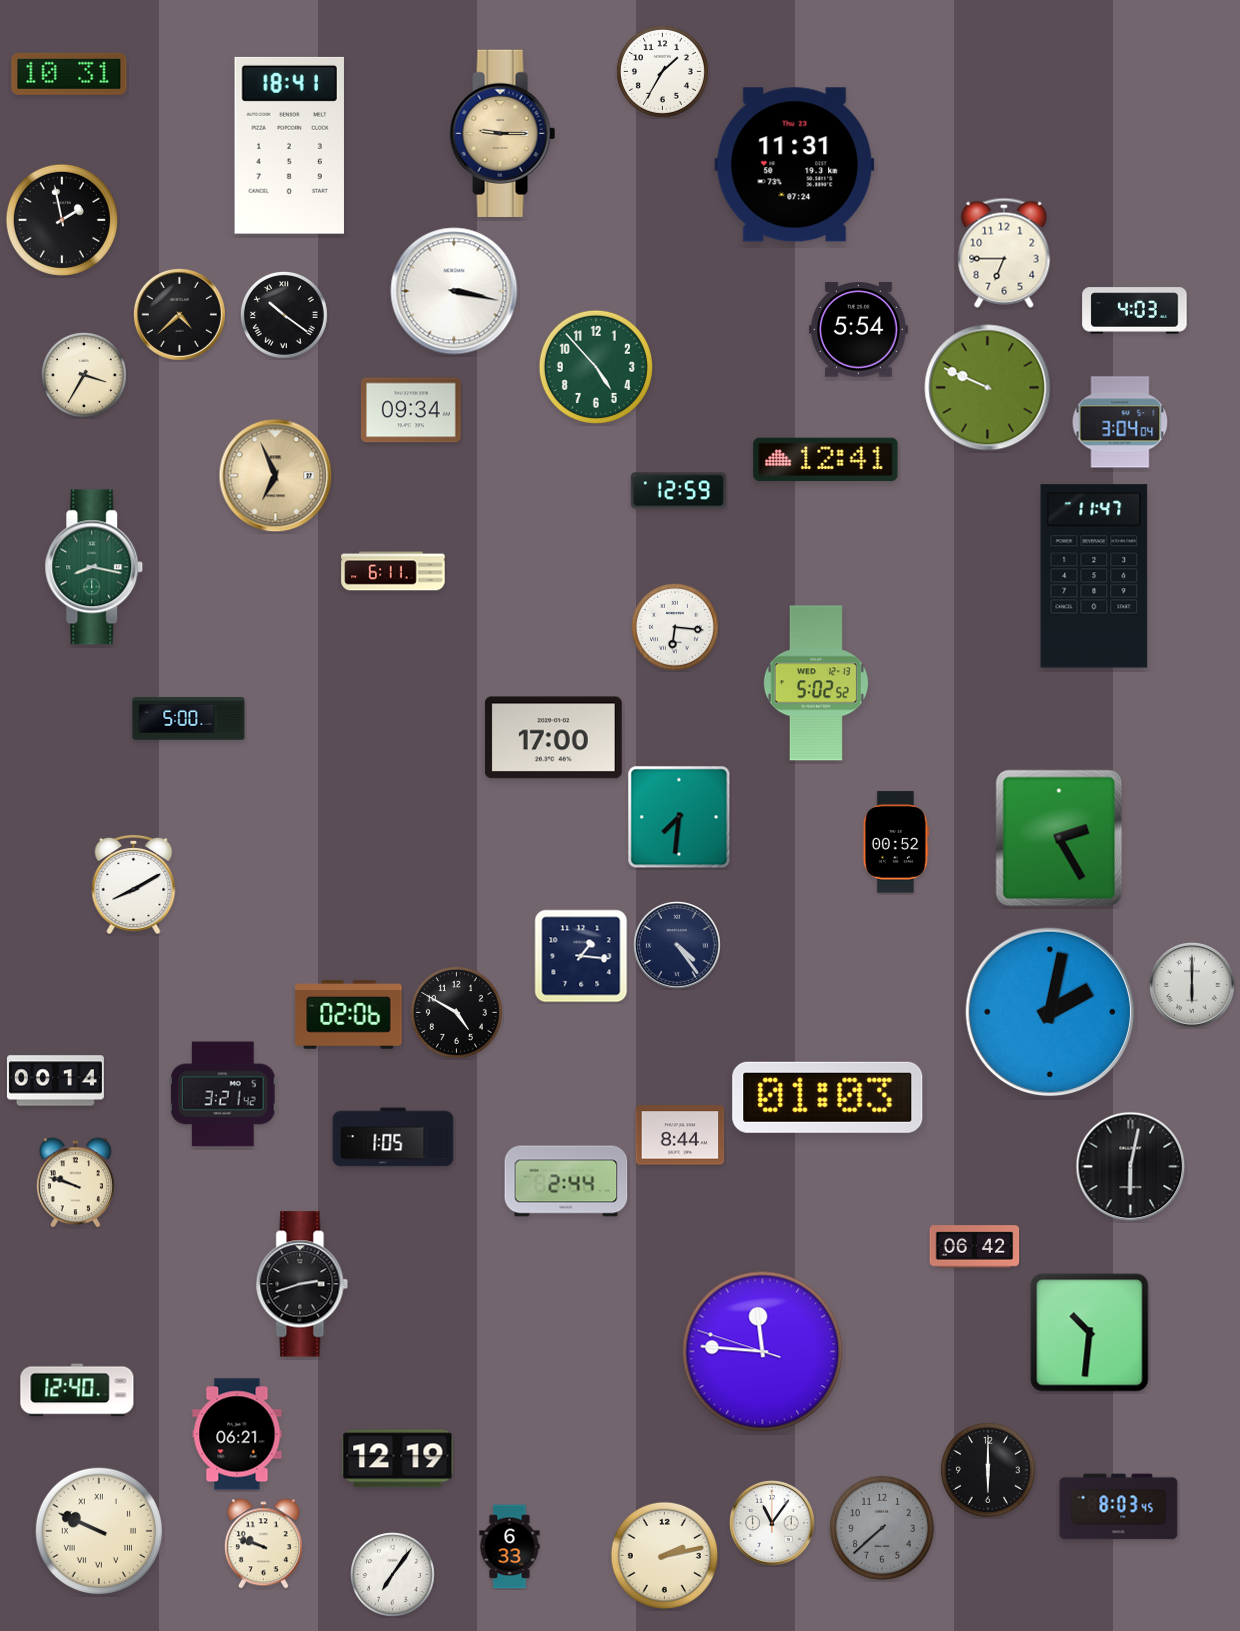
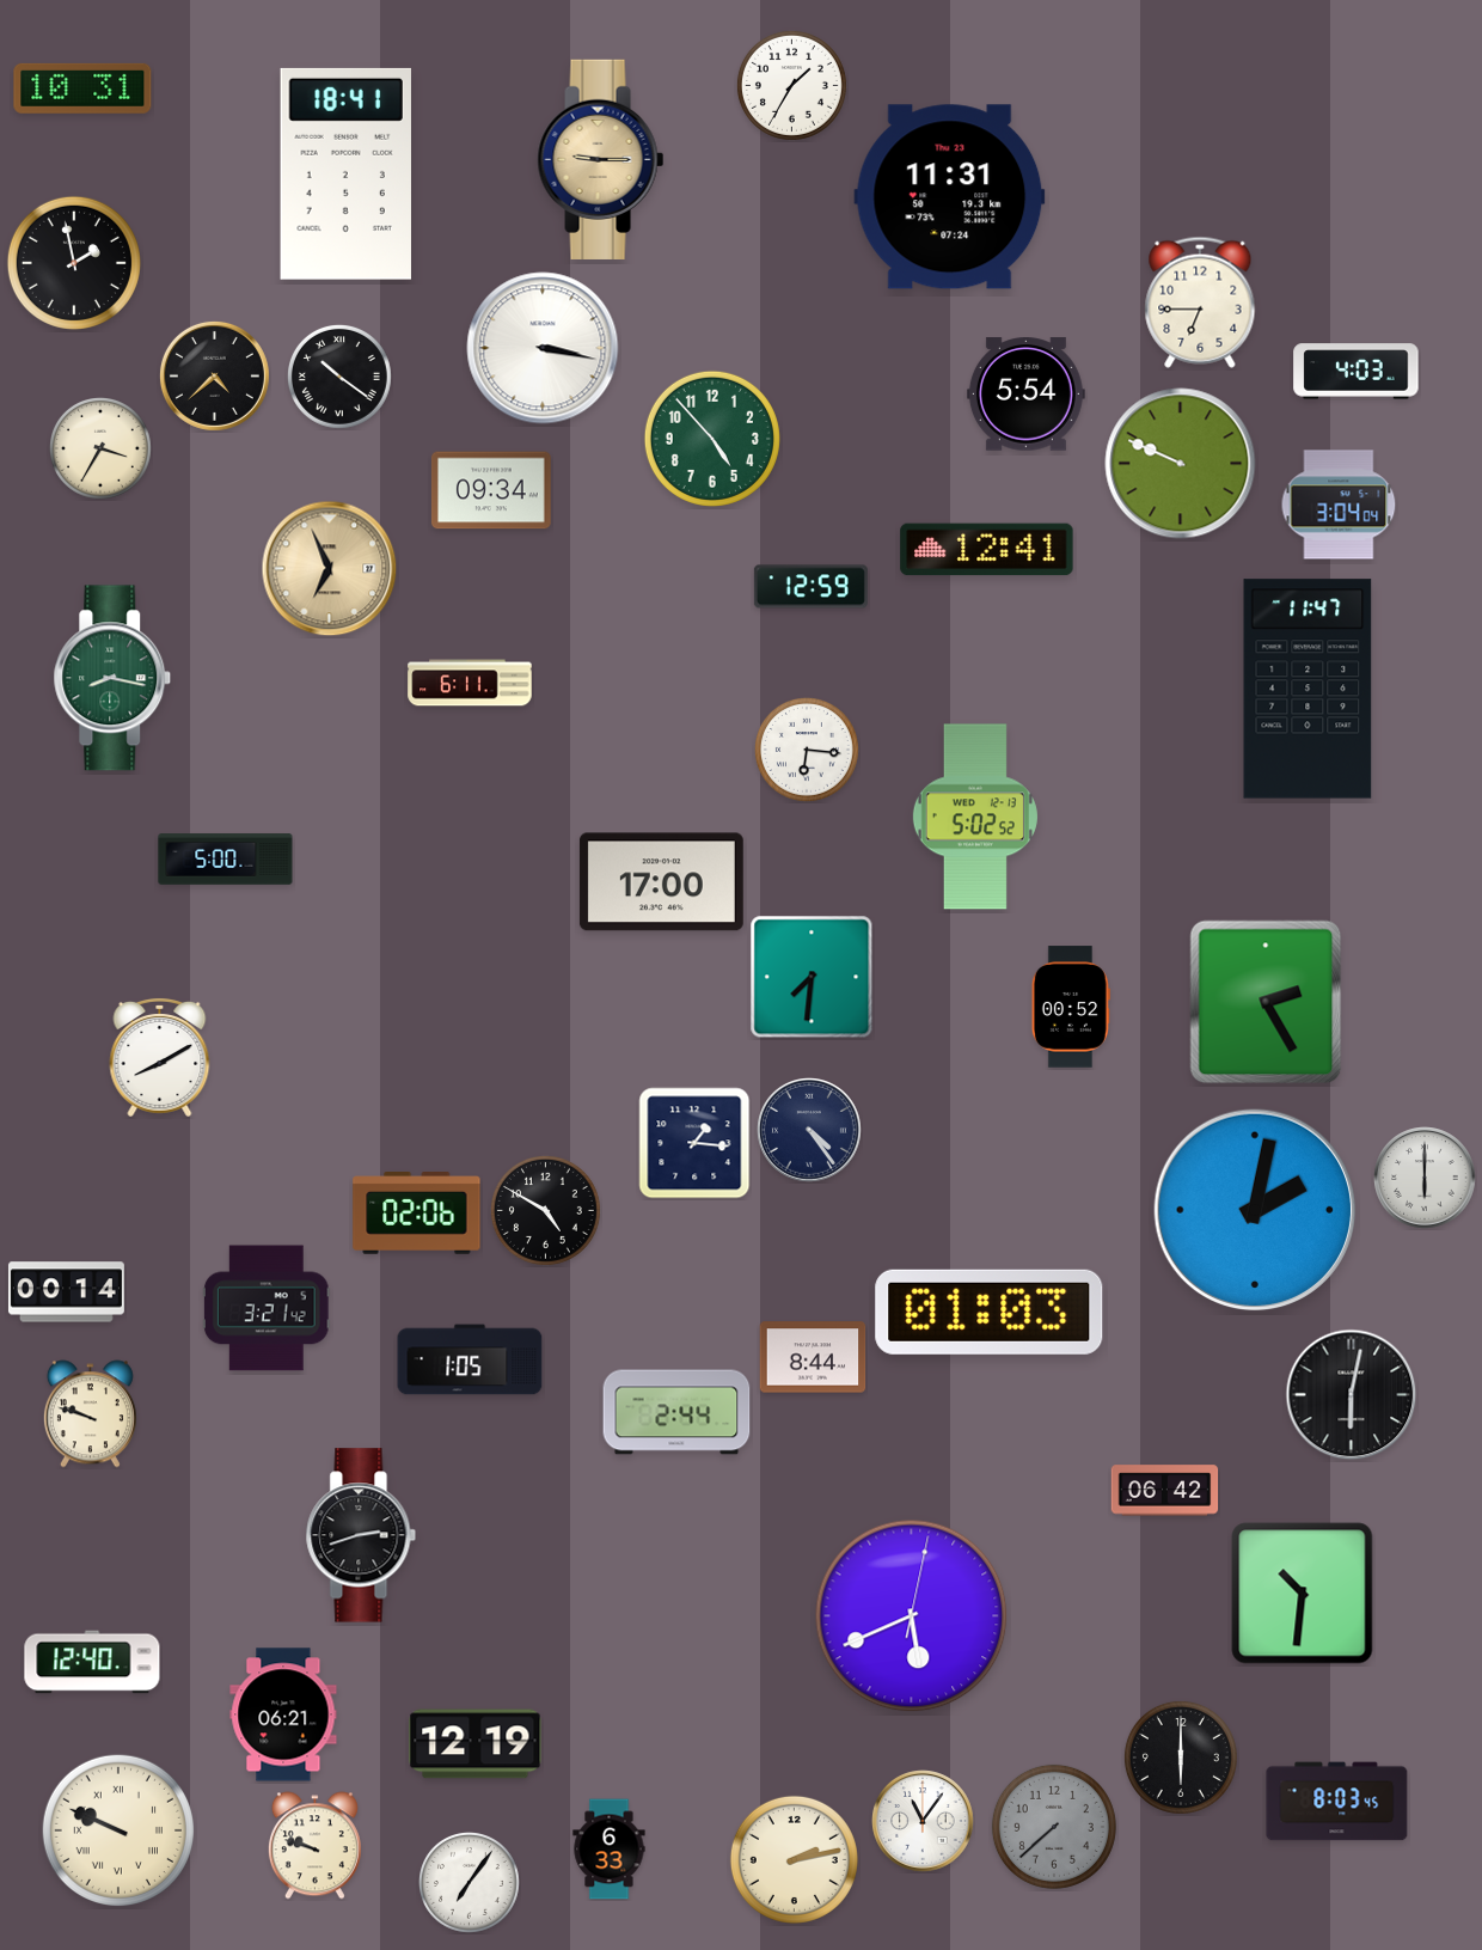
clock at (763, 1352): 11:45 -> 5:41
